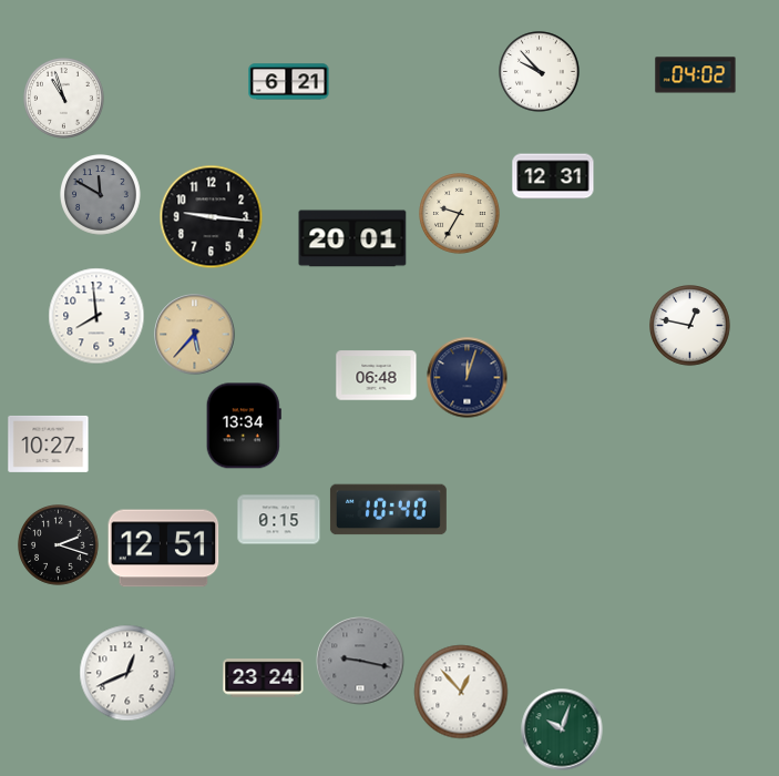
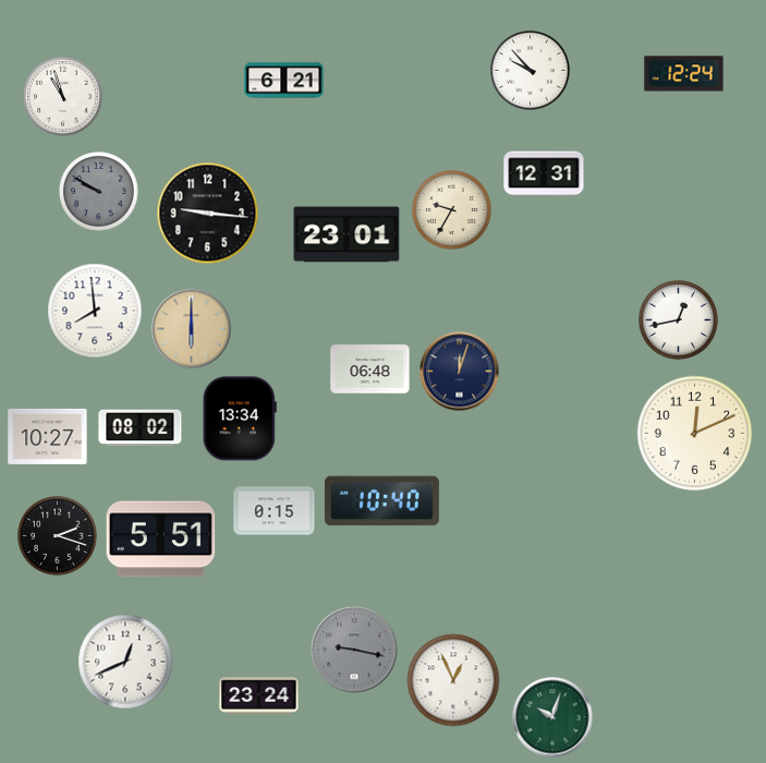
clock at (696, 75): 04:02 -> 12:24
clock at (101, 195): 11:50 -> 9:50
clock at (352, 238): 20:01 -> 23:01
clock at (690, 326): 12:47 -> 12:43
clock at (195, 335): 5:37 -> 6:00
clock at (141, 428): none -> 08:02
clock at (695, 434): none -> 12:11
clock at (164, 549): 12:51 -> 5:51
clock at (264, 678) position: (264, 678) -> (259, 697)
clock at (461, 692): 12:53 -> 12:56
